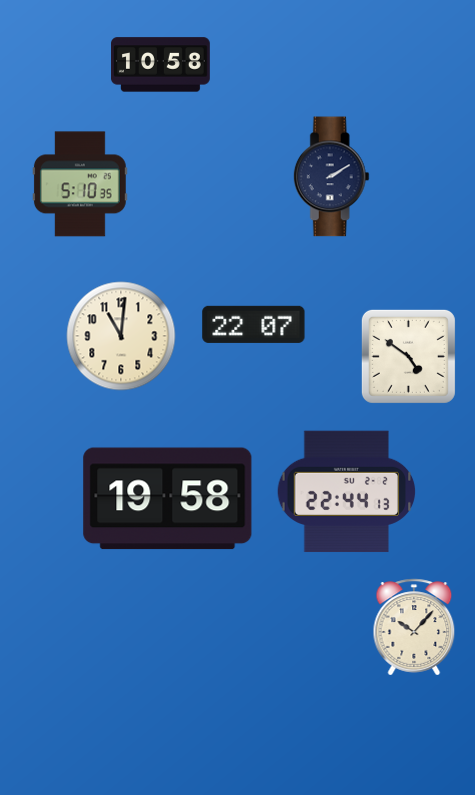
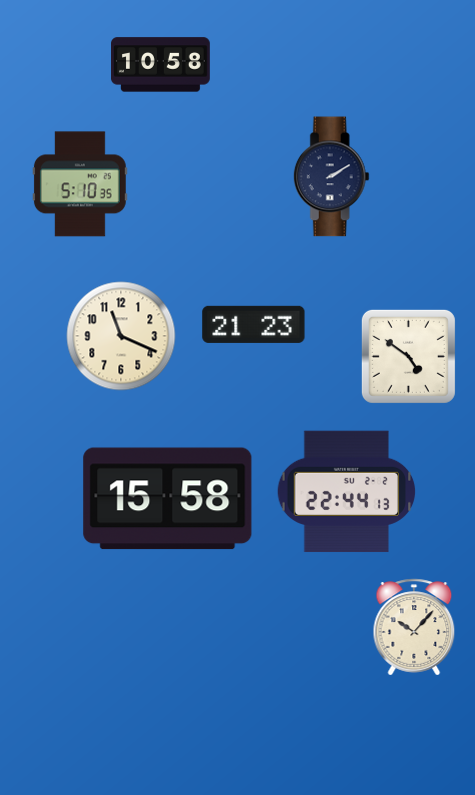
clock at (254, 324): 22:07 -> 21:23
clock at (121, 336): 11:01 -> 11:19
clock at (168, 499): 19:58 -> 15:58
